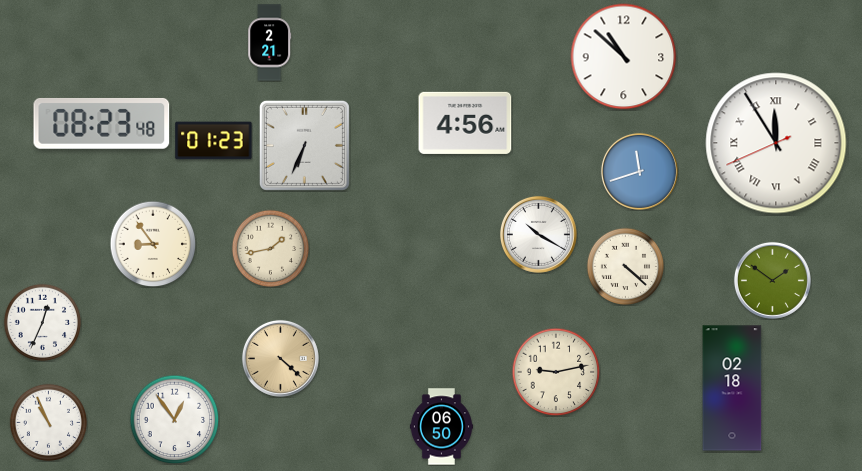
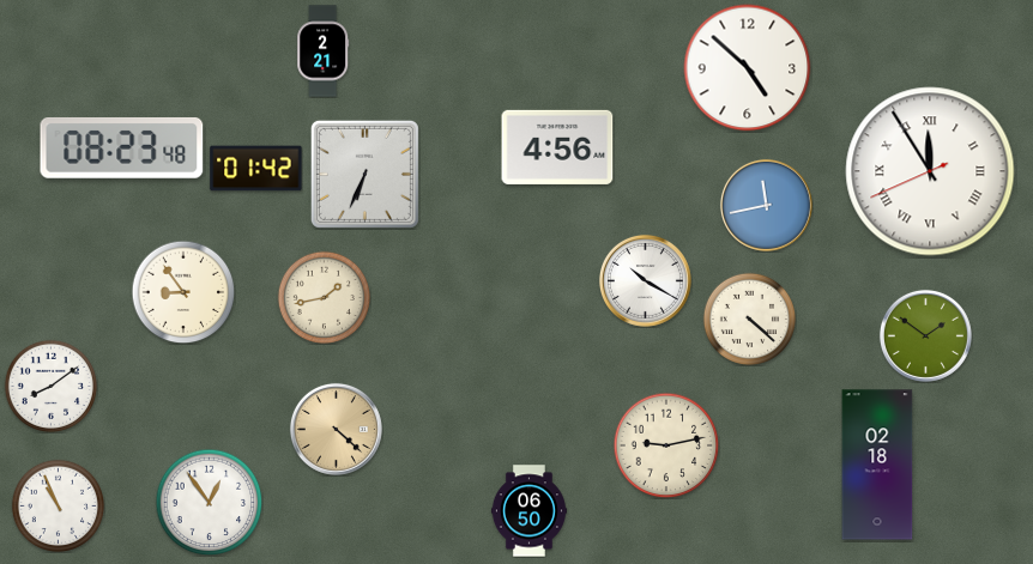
clock at (624, 57): 10:52 -> 4:52
clock at (214, 141): 01:23 -> 01:42
clock at (639, 171): 11:42 -> 11:43
clock at (42, 322): 12:34 -> 8:09
